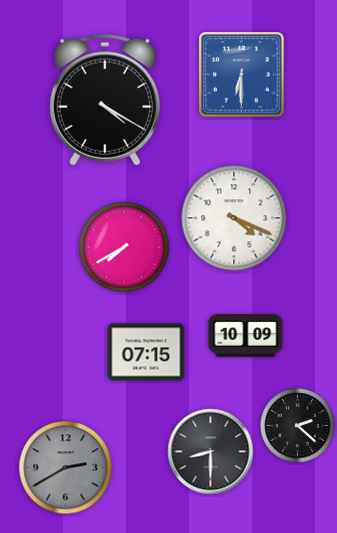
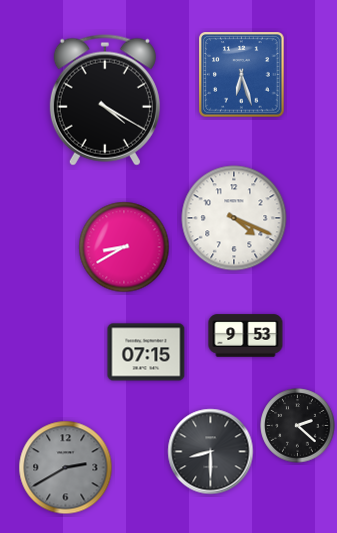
clock at (242, 75): 6:30 -> 6:27
clock at (124, 247): 7:40 -> 8:40
clock at (246, 336): 10:09 -> 9:53
